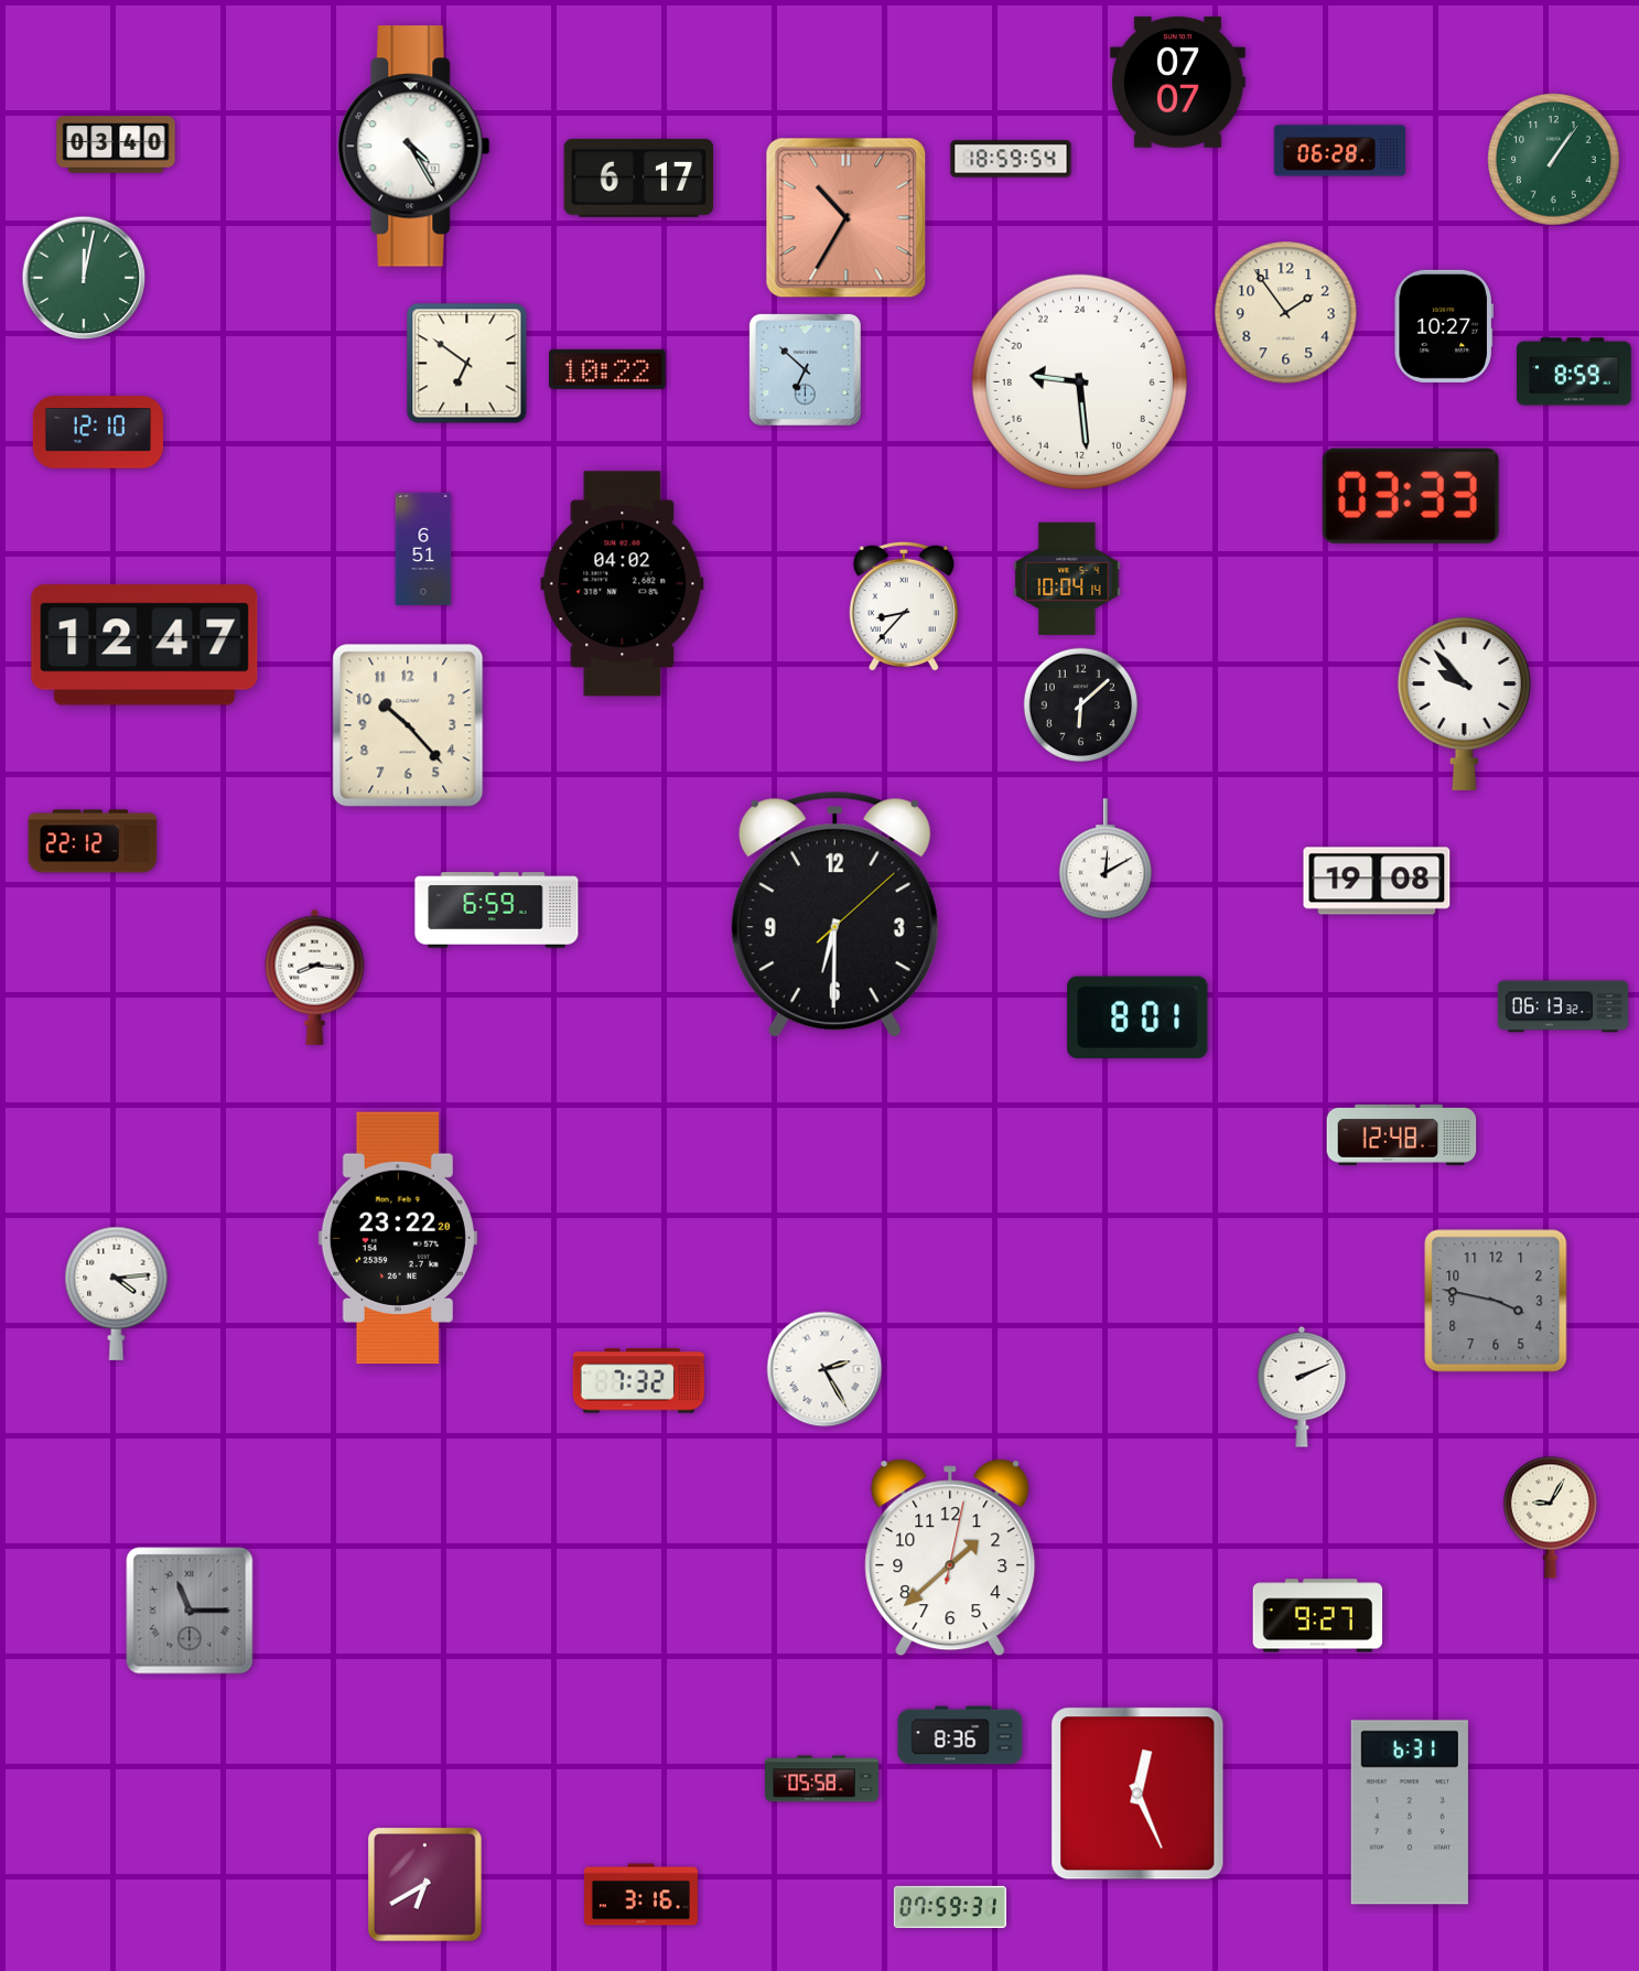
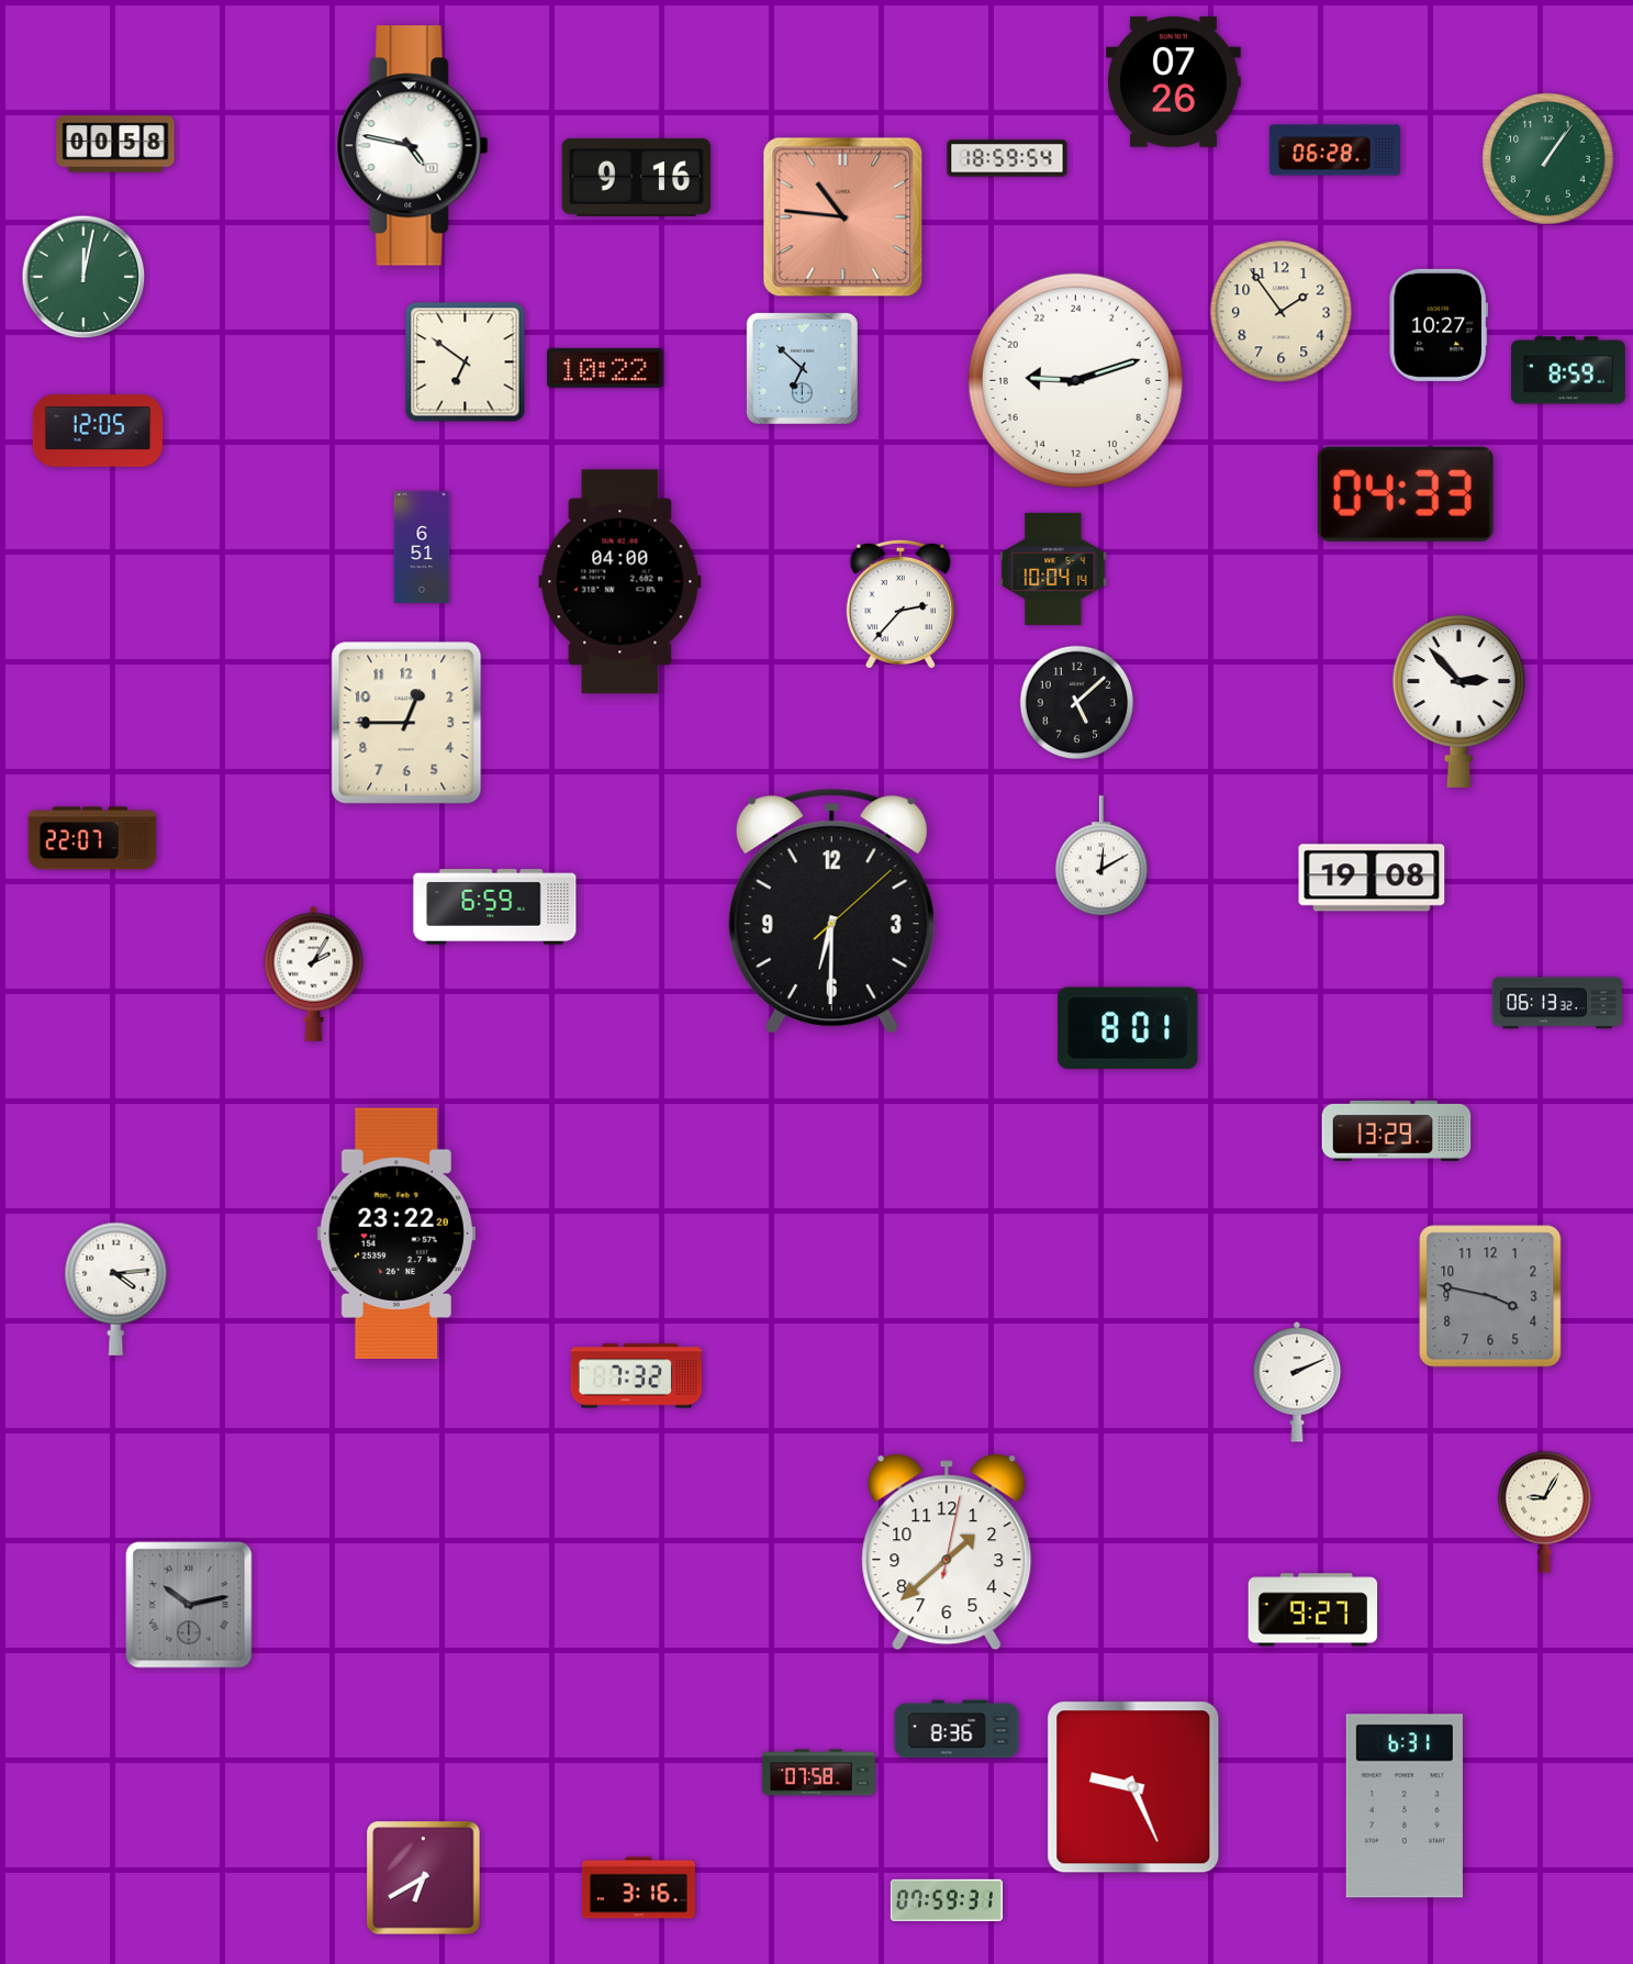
clock at (1178, 83): 07:07 -> 07:26
clock at (116, 144): 03:40 -> 00:58
clock at (414, 147): 4:25 -> 4:47
clock at (639, 177): 6:17 -> 9:16
clock at (847, 218): 10:35 -> 10:46
clock at (1079, 381): 18:29 -> 18:12
clock at (98, 432): 12:10 -> 12:05
clock at (1411, 496): 03:33 -> 04:33
clock at (1067, 579) position: (1067, 579) -> (1053, 569)
clock at (623, 584): 04:02 -> 04:00
clock at (904, 606): 8:37 -> 2:37
clock at (144, 645): 12:47 -> none
clock at (1464, 704): 9:53 -> 2:53
clock at (1081, 706): 6:08 -> 5:08
clock at (408, 725): 10:23 -> 12:45
clock at (93, 841): 22:12 -> 22:07
clock at (315, 977): 8:16 -> 2:05
clock at (1137, 1017) position: (1137, 1017) -> (1128, 1028)
clock at (1402, 1134): 12:48 -> 13:29
clock at (824, 1369): 2:25 -> none
clock at (190, 1611): 11:15 -> 10:13
clock at (821, 1779): 05:58 -> 07:58
clock at (1137, 1794): 12:26 -> 9:26
